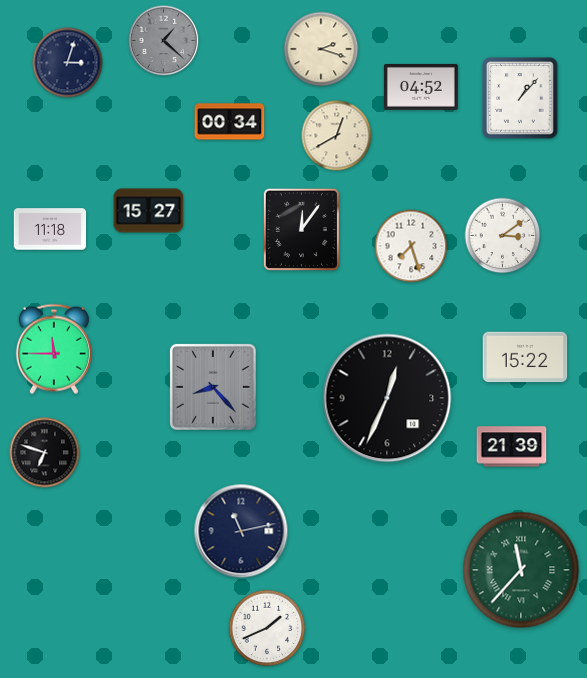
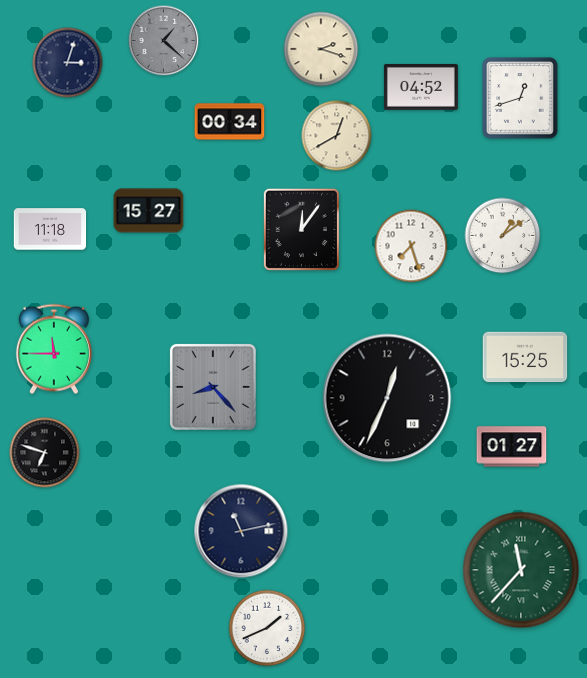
clock at (520, 98): 1:07 -> 12:42
clock at (503, 236): 3:09 -> 1:09
clock at (525, 357): 15:22 -> 15:25
clock at (512, 447): 21:39 -> 01:27
